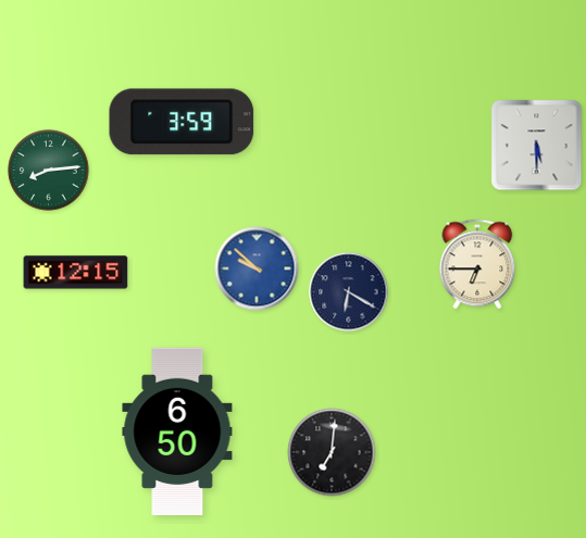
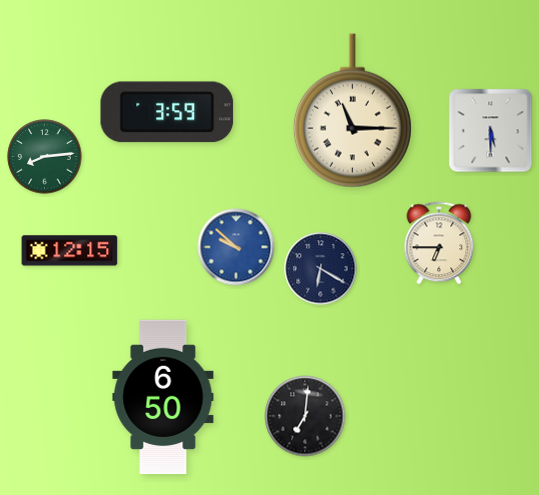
clock at (352, 111): none -> 11:15
clock at (537, 146) position: (537, 146) -> (491, 131)
